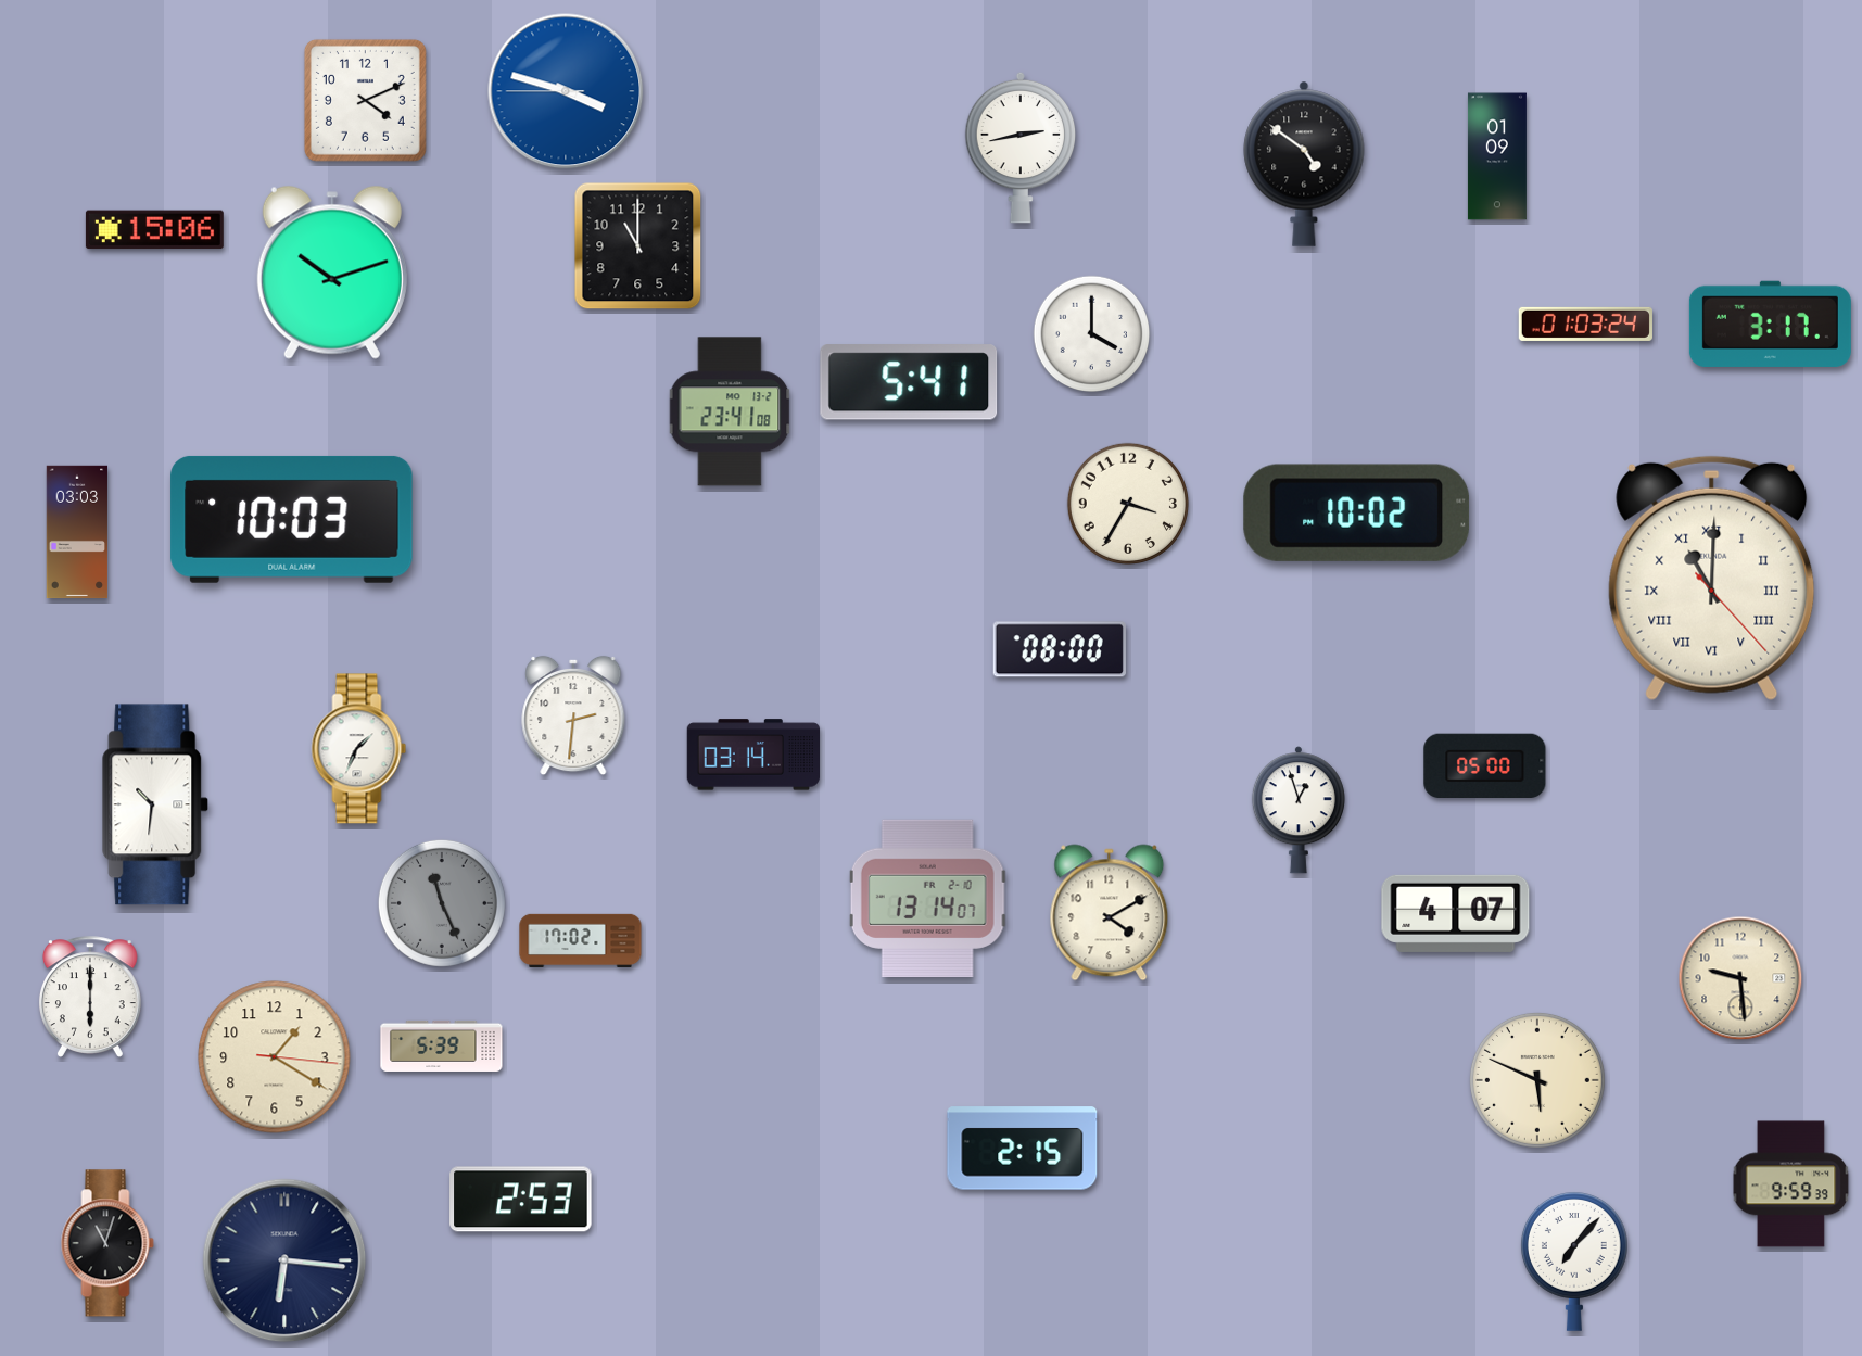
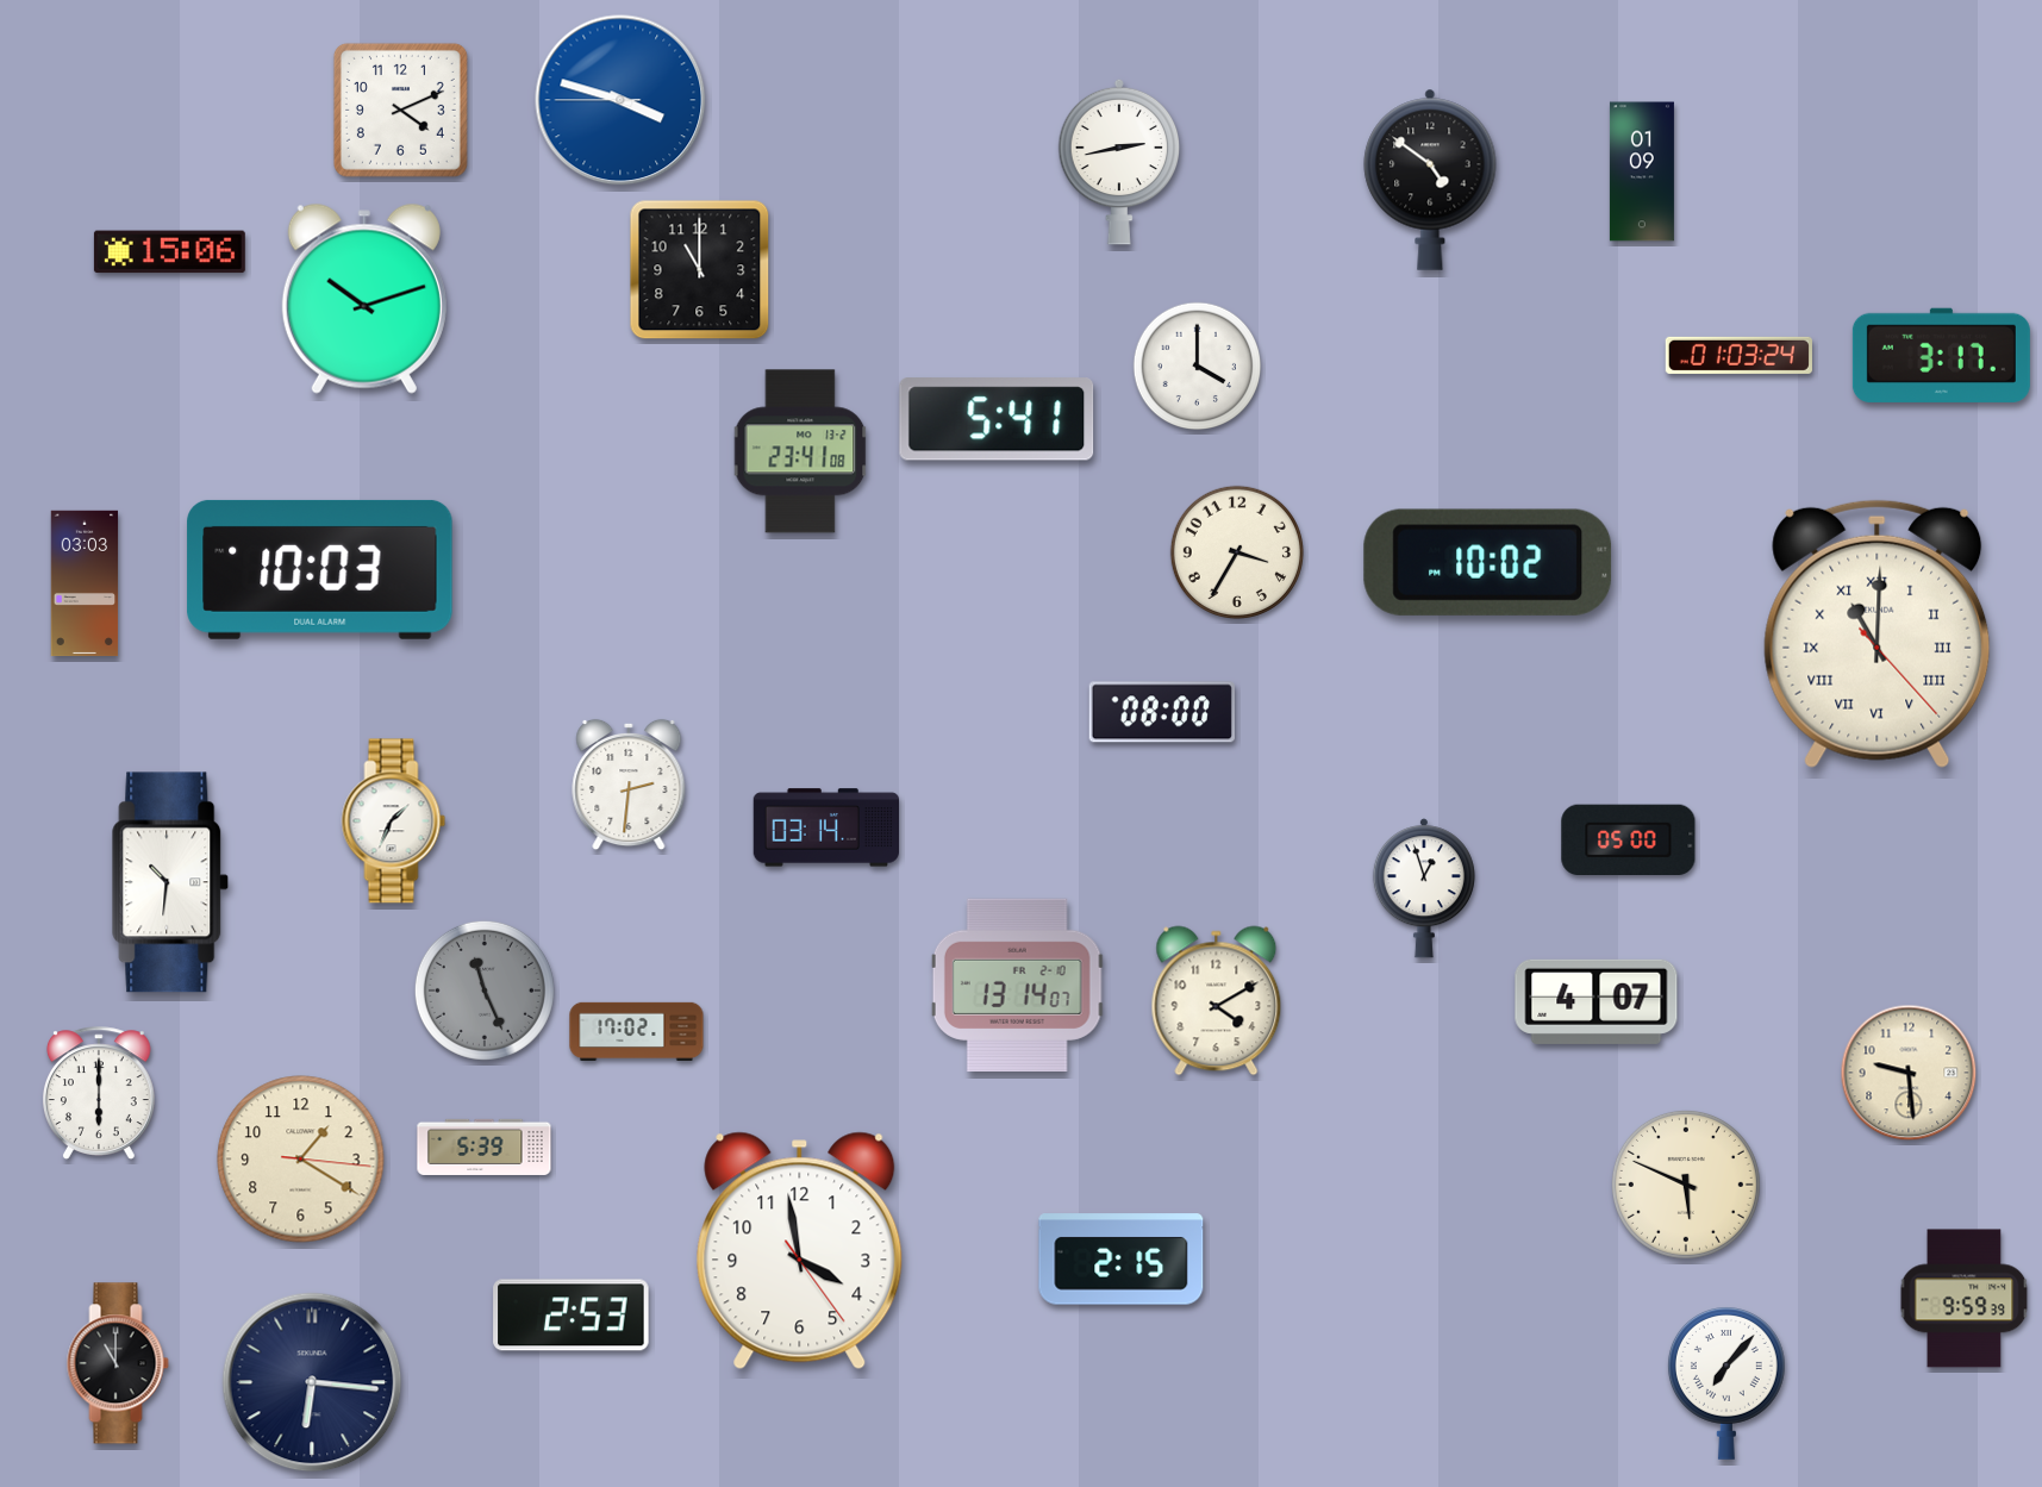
clock at (800, 1251): none -> 3:58
clock at (107, 1243): 11:03 -> 11:00
